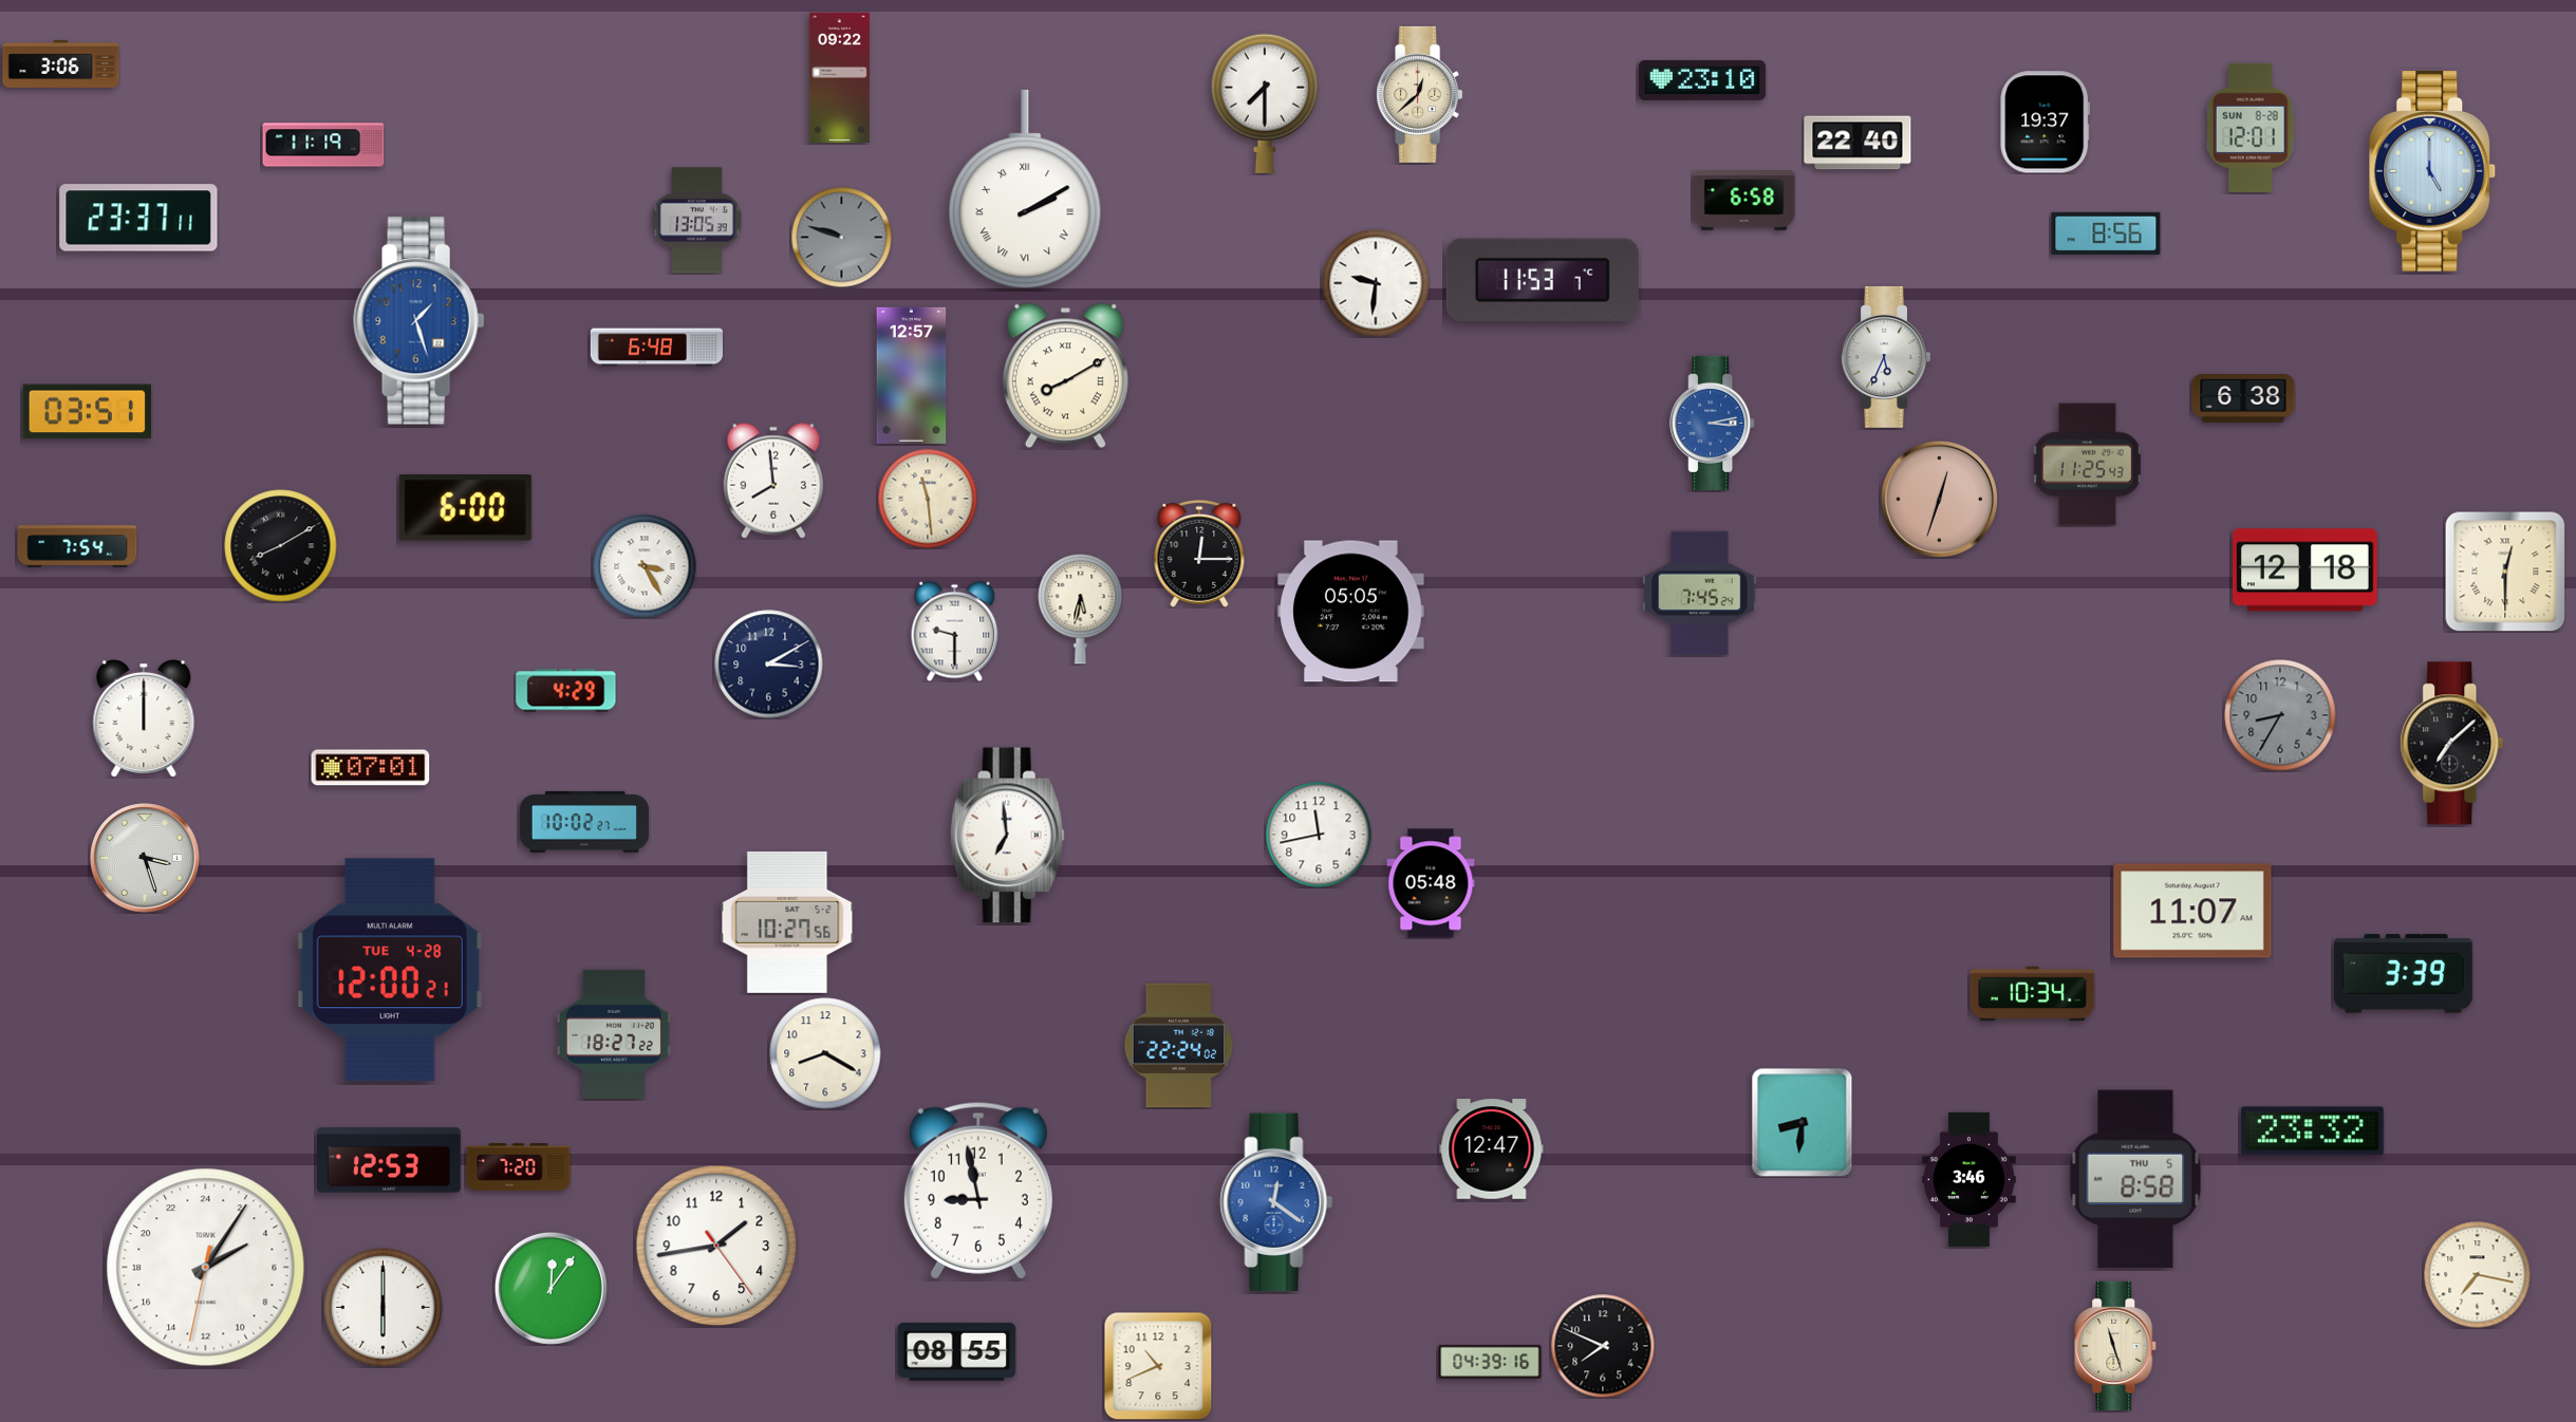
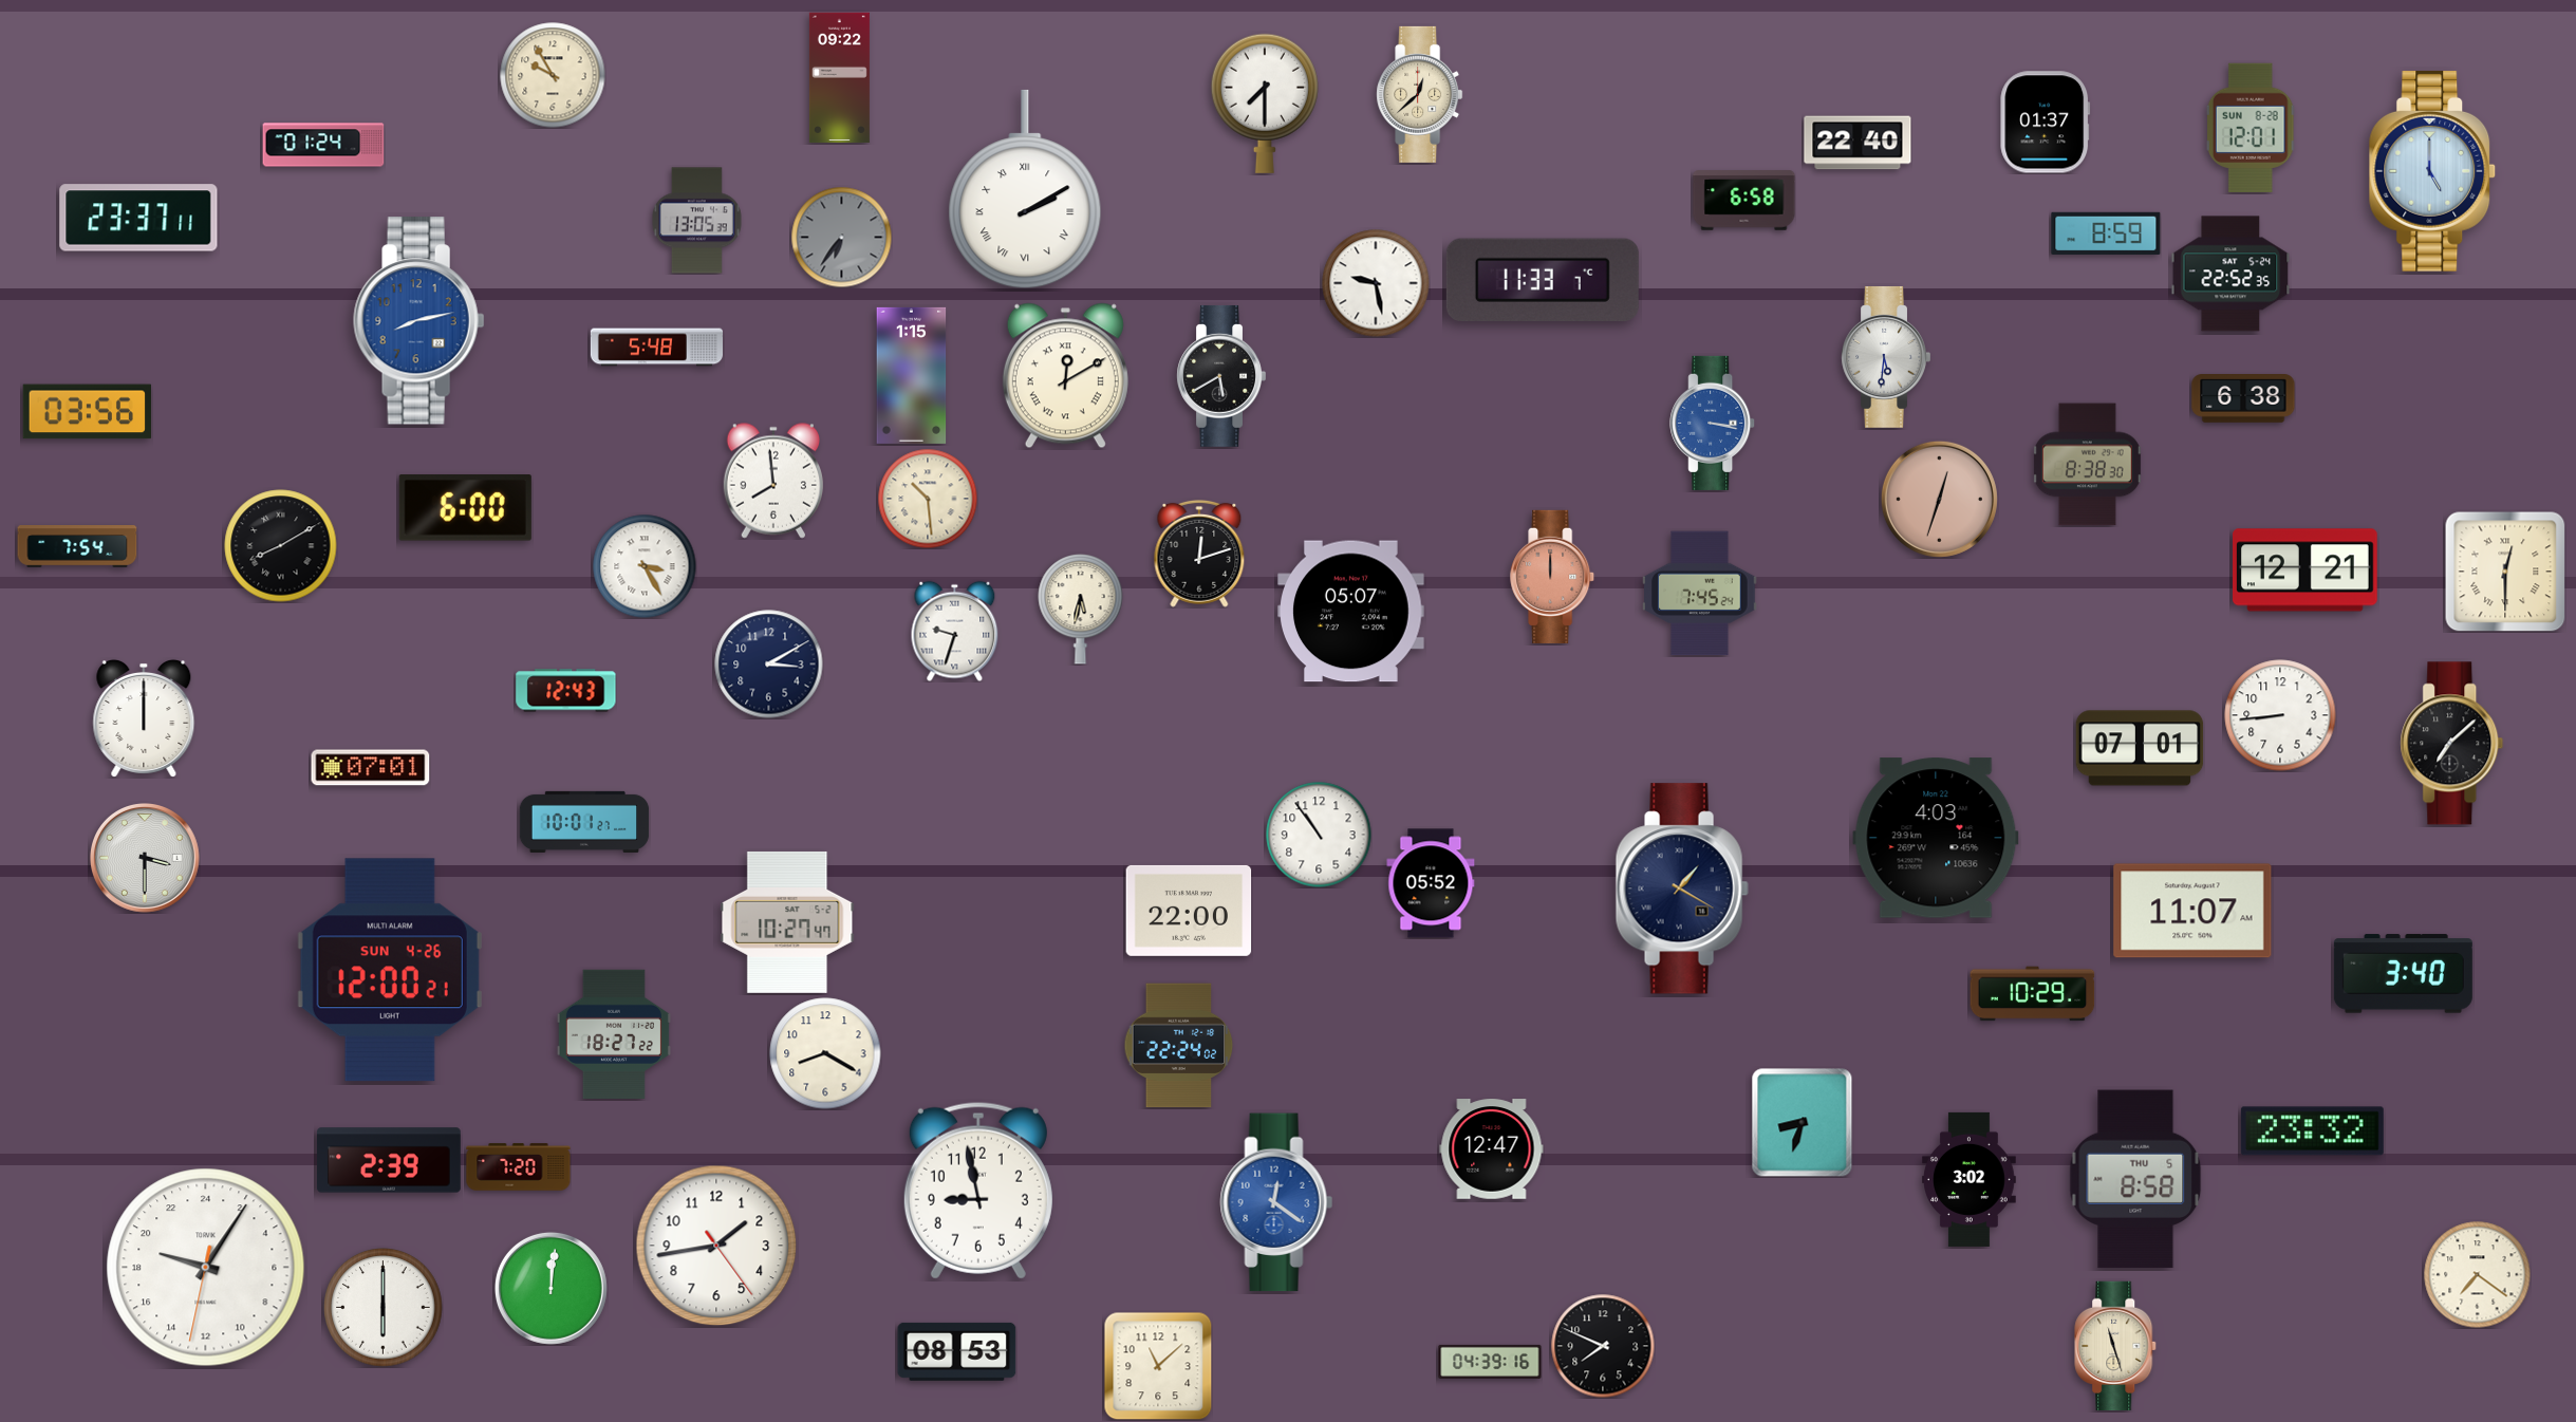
clock at (61, 63): 3:06 -> none
clock at (553, 75): none -> 9:55
clock at (1702, 80): 23:10 -> none
clock at (2046, 123): 19:37 -> 01:37
clock at (323, 145): 11:19 -> 01:24
clock at (2106, 233): 8:56 -> 8:59
clock at (841, 237): 9:48 -> 6:36
clock at (2230, 274): none -> 22:52
clock at (1543, 279): 11:53 -> 11:33
clock at (1376, 283): 9:31 -> 9:28
clock at (419, 321): 1:27 -> 8:13
clock at (656, 348): 6:48 -> 5:48
clock at (1886, 357): 5:34 -> 5:31
clock at (912, 375): 12:57 -> 1:15
clock at (1065, 376): 8:10 -> 12:10
clock at (1221, 376): none -> 5:40
clock at (87, 412): 03:51 -> 03:56
clock at (1713, 423): 3:13 -> 3:17
clock at (2087, 465): 11:25 -> 8:38
clock at (928, 499): 11:29 -> 10:29
clock at (1199, 554): 12:15 -> 12:12
clock at (2306, 570): 12:18 -> 12:21
clock at (1553, 577): none -> 12:00
clock at (1351, 612): 05:05 -> 05:07
clock at (955, 631): 9:30 -> 9:33
clock at (566, 691): 4:29 -> 12:43
clock at (2280, 715): 8:35 -> 8:44
clock at (2280, 715) dial: grey -> white
clock at (2140, 748): none -> 07:01
clock at (584, 822): 10:02 -> 10:01
clock at (1319, 835): 11:43 -> 10:54
clock at (1007, 836): 6:59 -> none
clock at (1936, 838): none -> 4:03
clock at (146, 859): 3:27 -> 3:30
clock at (1431, 883): 05:48 -> 05:52
clock at (1682, 888): none -> 1:20
clock at (1189, 911): none -> 22:00
clock at (787, 922): 10:27:56 -> 10:27:47
clock at (390, 970) date: TUE 4-28 -> SUN 4-26
clock at (2403, 974): 3:39 -> 3:40
clock at (2033, 994): 10:34 -> 10:29
clock at (1803, 1123): 8:31 -> 8:33
clock at (390, 1160): 12:53 -> 2:39
clock at (1970, 1179): 3:46 -> 3:02
clock at (206, 1268): 4:05 -> 19:05
clock at (2478, 1275): 7:17 -> 7:21
clock at (550, 1288): 12:06 -> 12:01
clock at (957, 1351): 08:55 -> 08:53
clock at (1158, 1366): 10:41 -> 11:08
